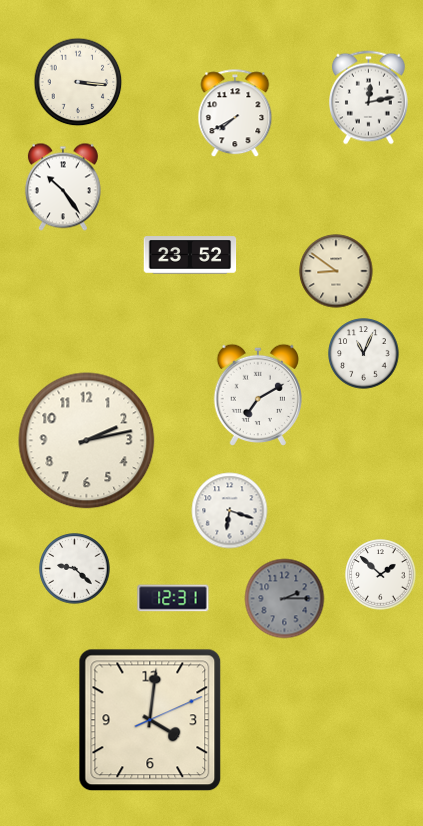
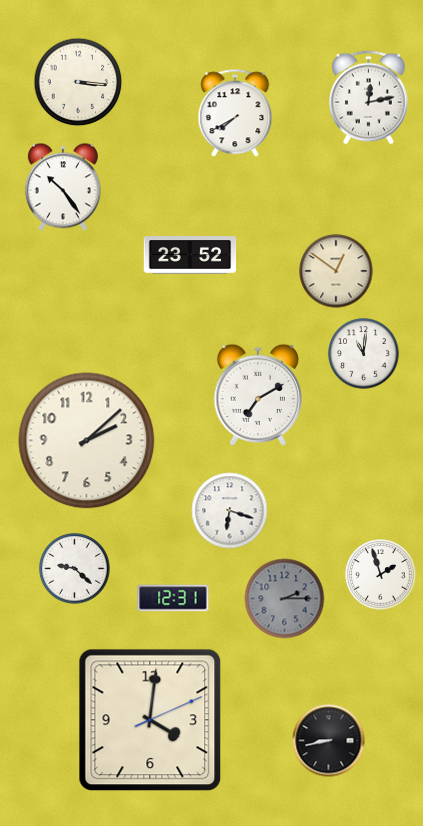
clock at (336, 271): 8:51 -> 12:51
clock at (364, 354): 11:04 -> 11:01
clock at (87, 441): 2:13 -> 2:08
clock at (381, 575): 1:52 -> 1:57
clock at (329, 741): none -> 8:43
